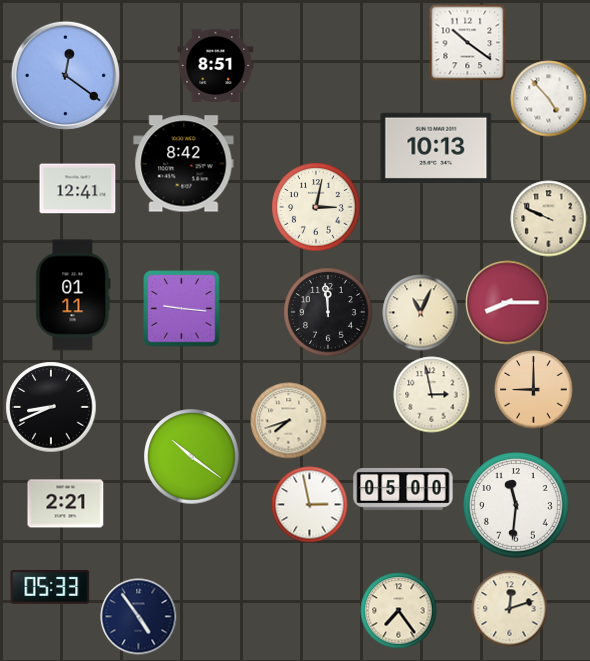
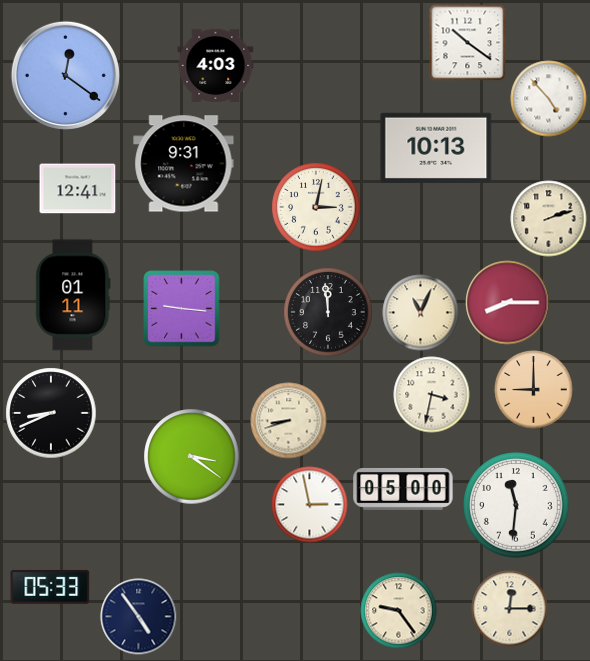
clock at (216, 65): 8:51 -> 4:03
clock at (184, 164): 8:42 -> 9:31
clock at (549, 219): 9:49 -> 2:12
clock at (432, 395): 2:58 -> 3:32
clock at (51, 407) position: (51, 407) -> (51, 413)
clock at (289, 421): 7:42 -> 8:42
clock at (192, 457): 10:21 -> 3:21
clock at (66, 504): 2:21 -> none
clock at (510, 609): 12:12 -> 12:15
clock at (399, 611): 7:24 -> 9:24
